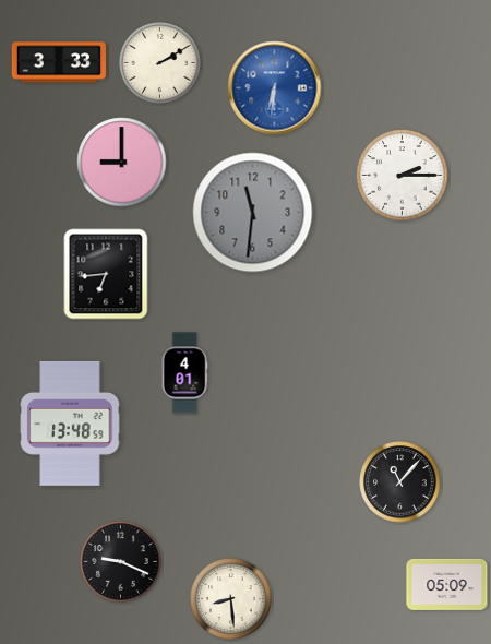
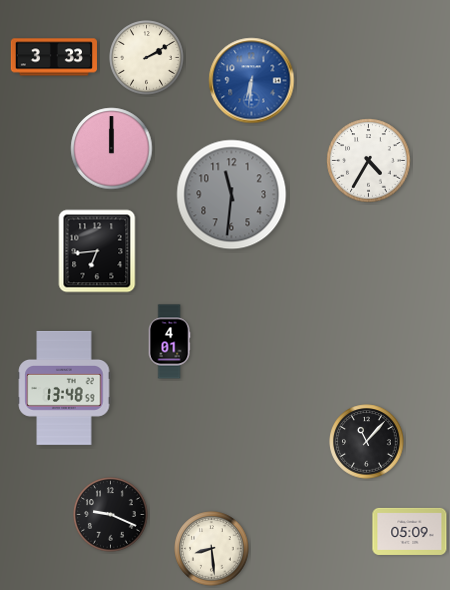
clock at (122, 163): 9:00 -> 12:00
clock at (403, 176): 2:15 -> 4:35
clock at (447, 584) position: (447, 584) -> (410, 531)
